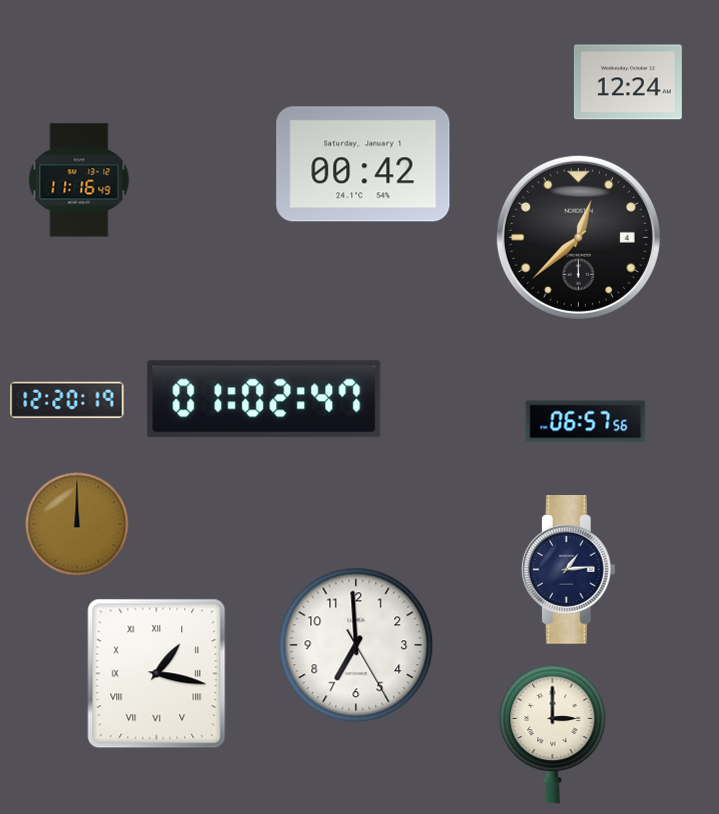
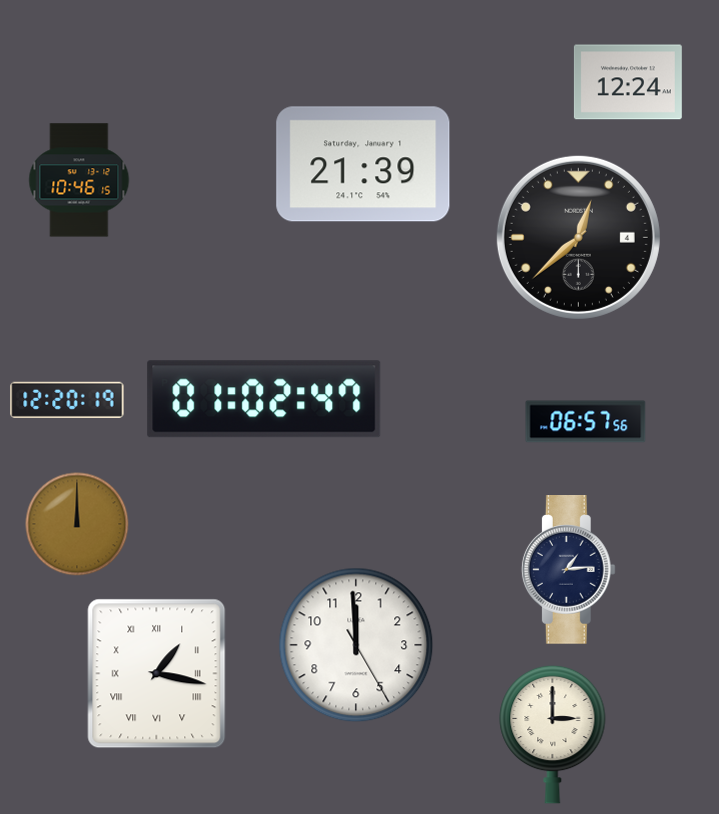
clock at (363, 164): 00:42 -> 21:39
clock at (79, 180): 11:16 -> 10:46
clock at (356, 645): 6:59 -> 11:59
